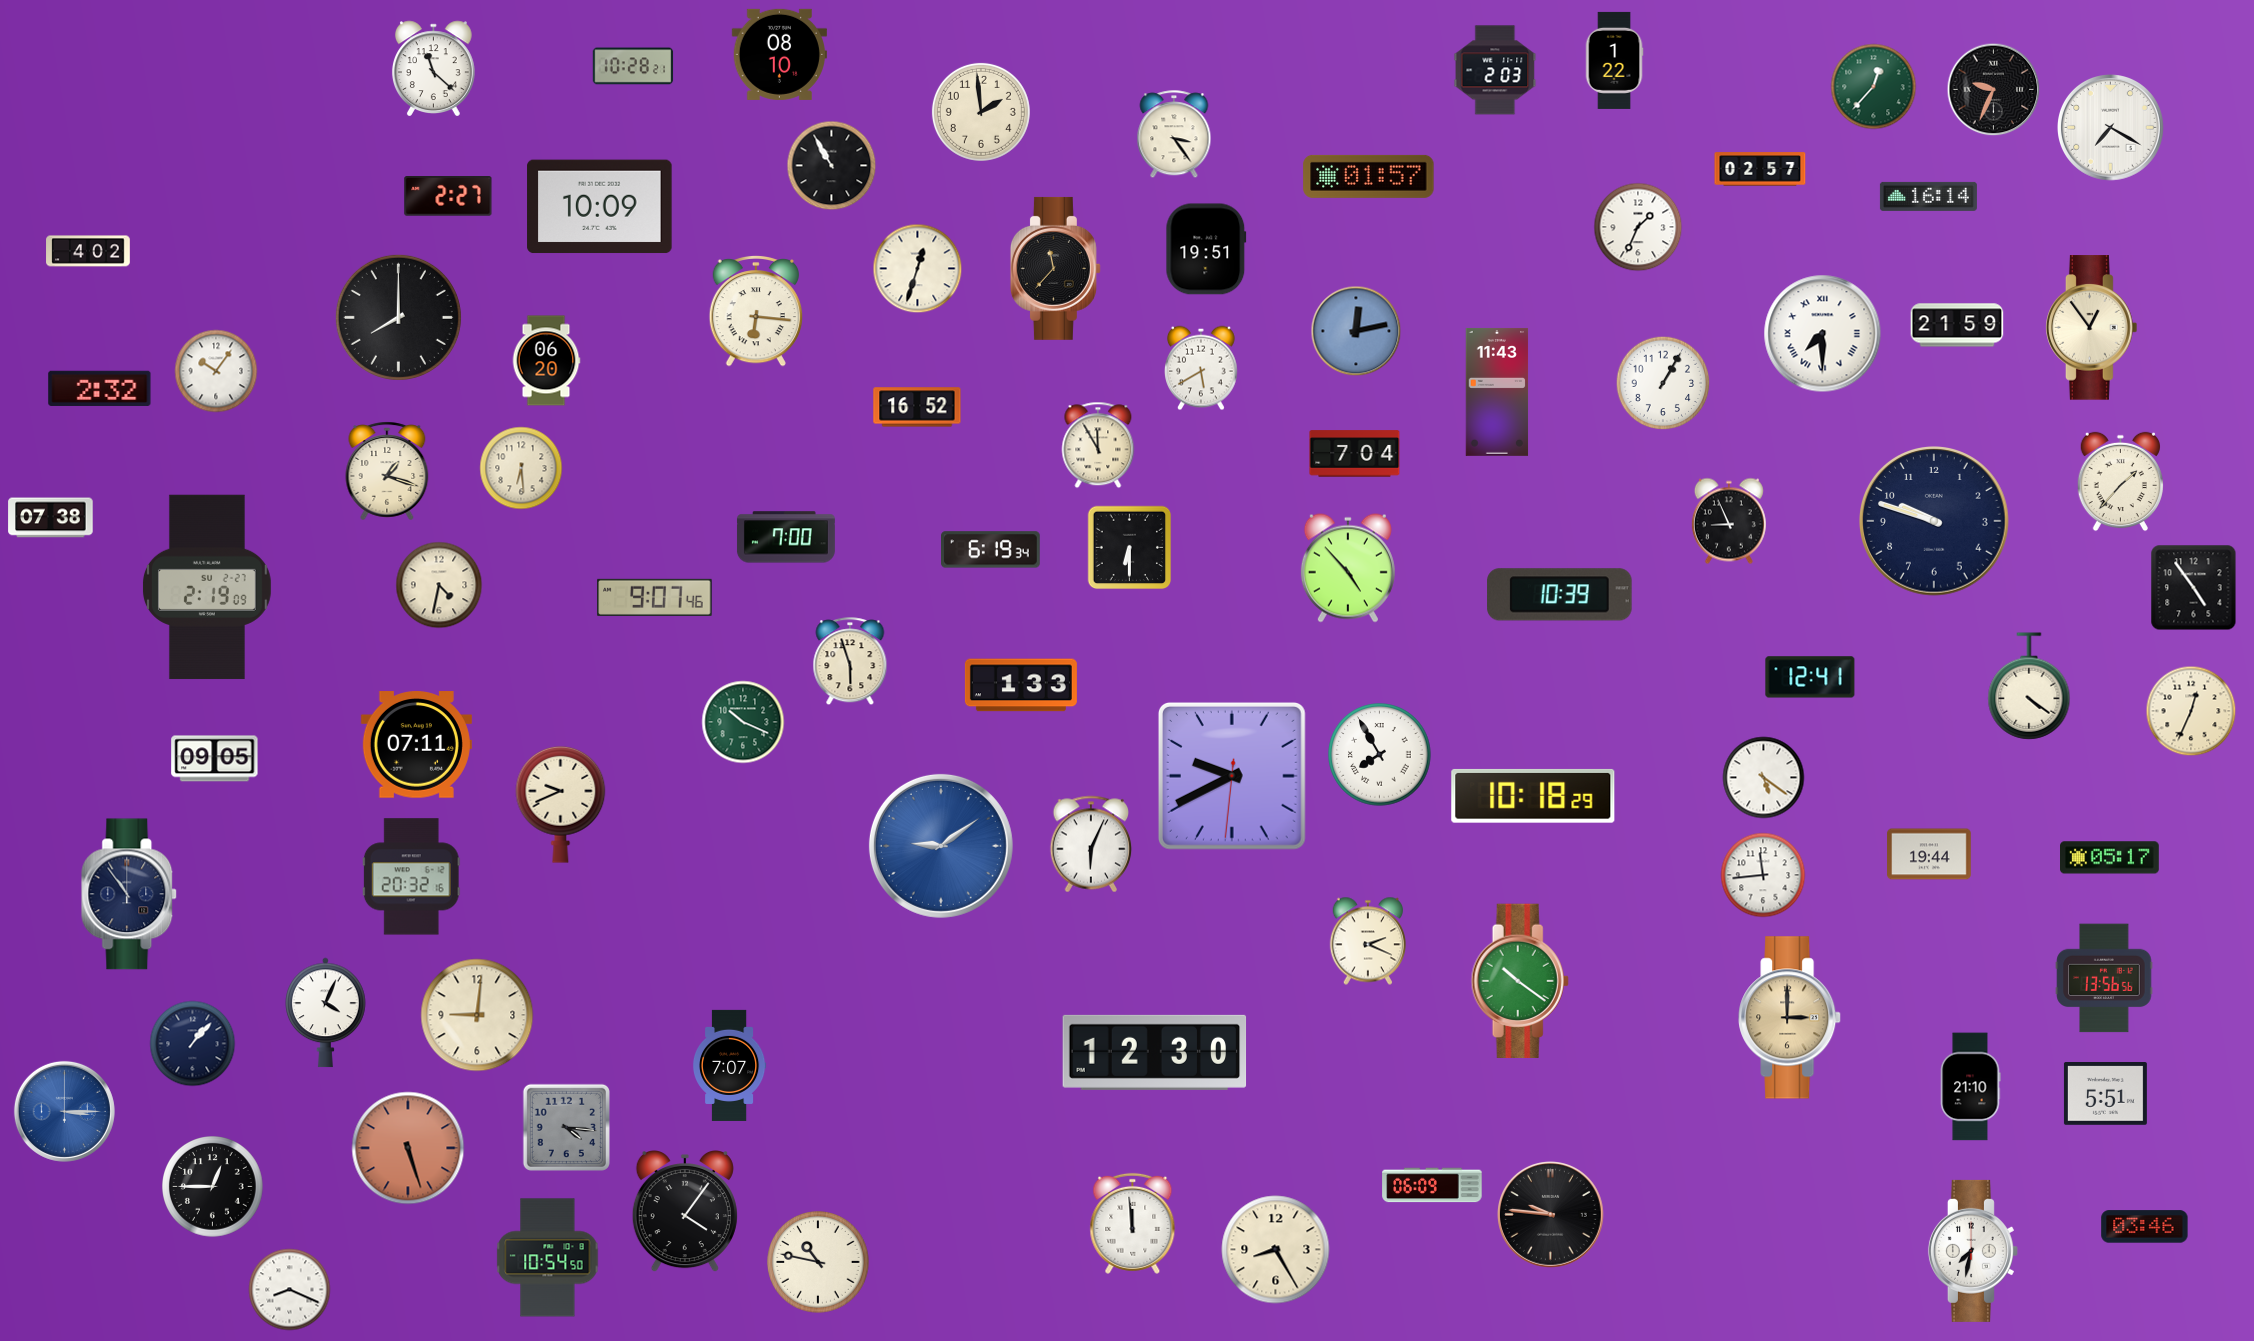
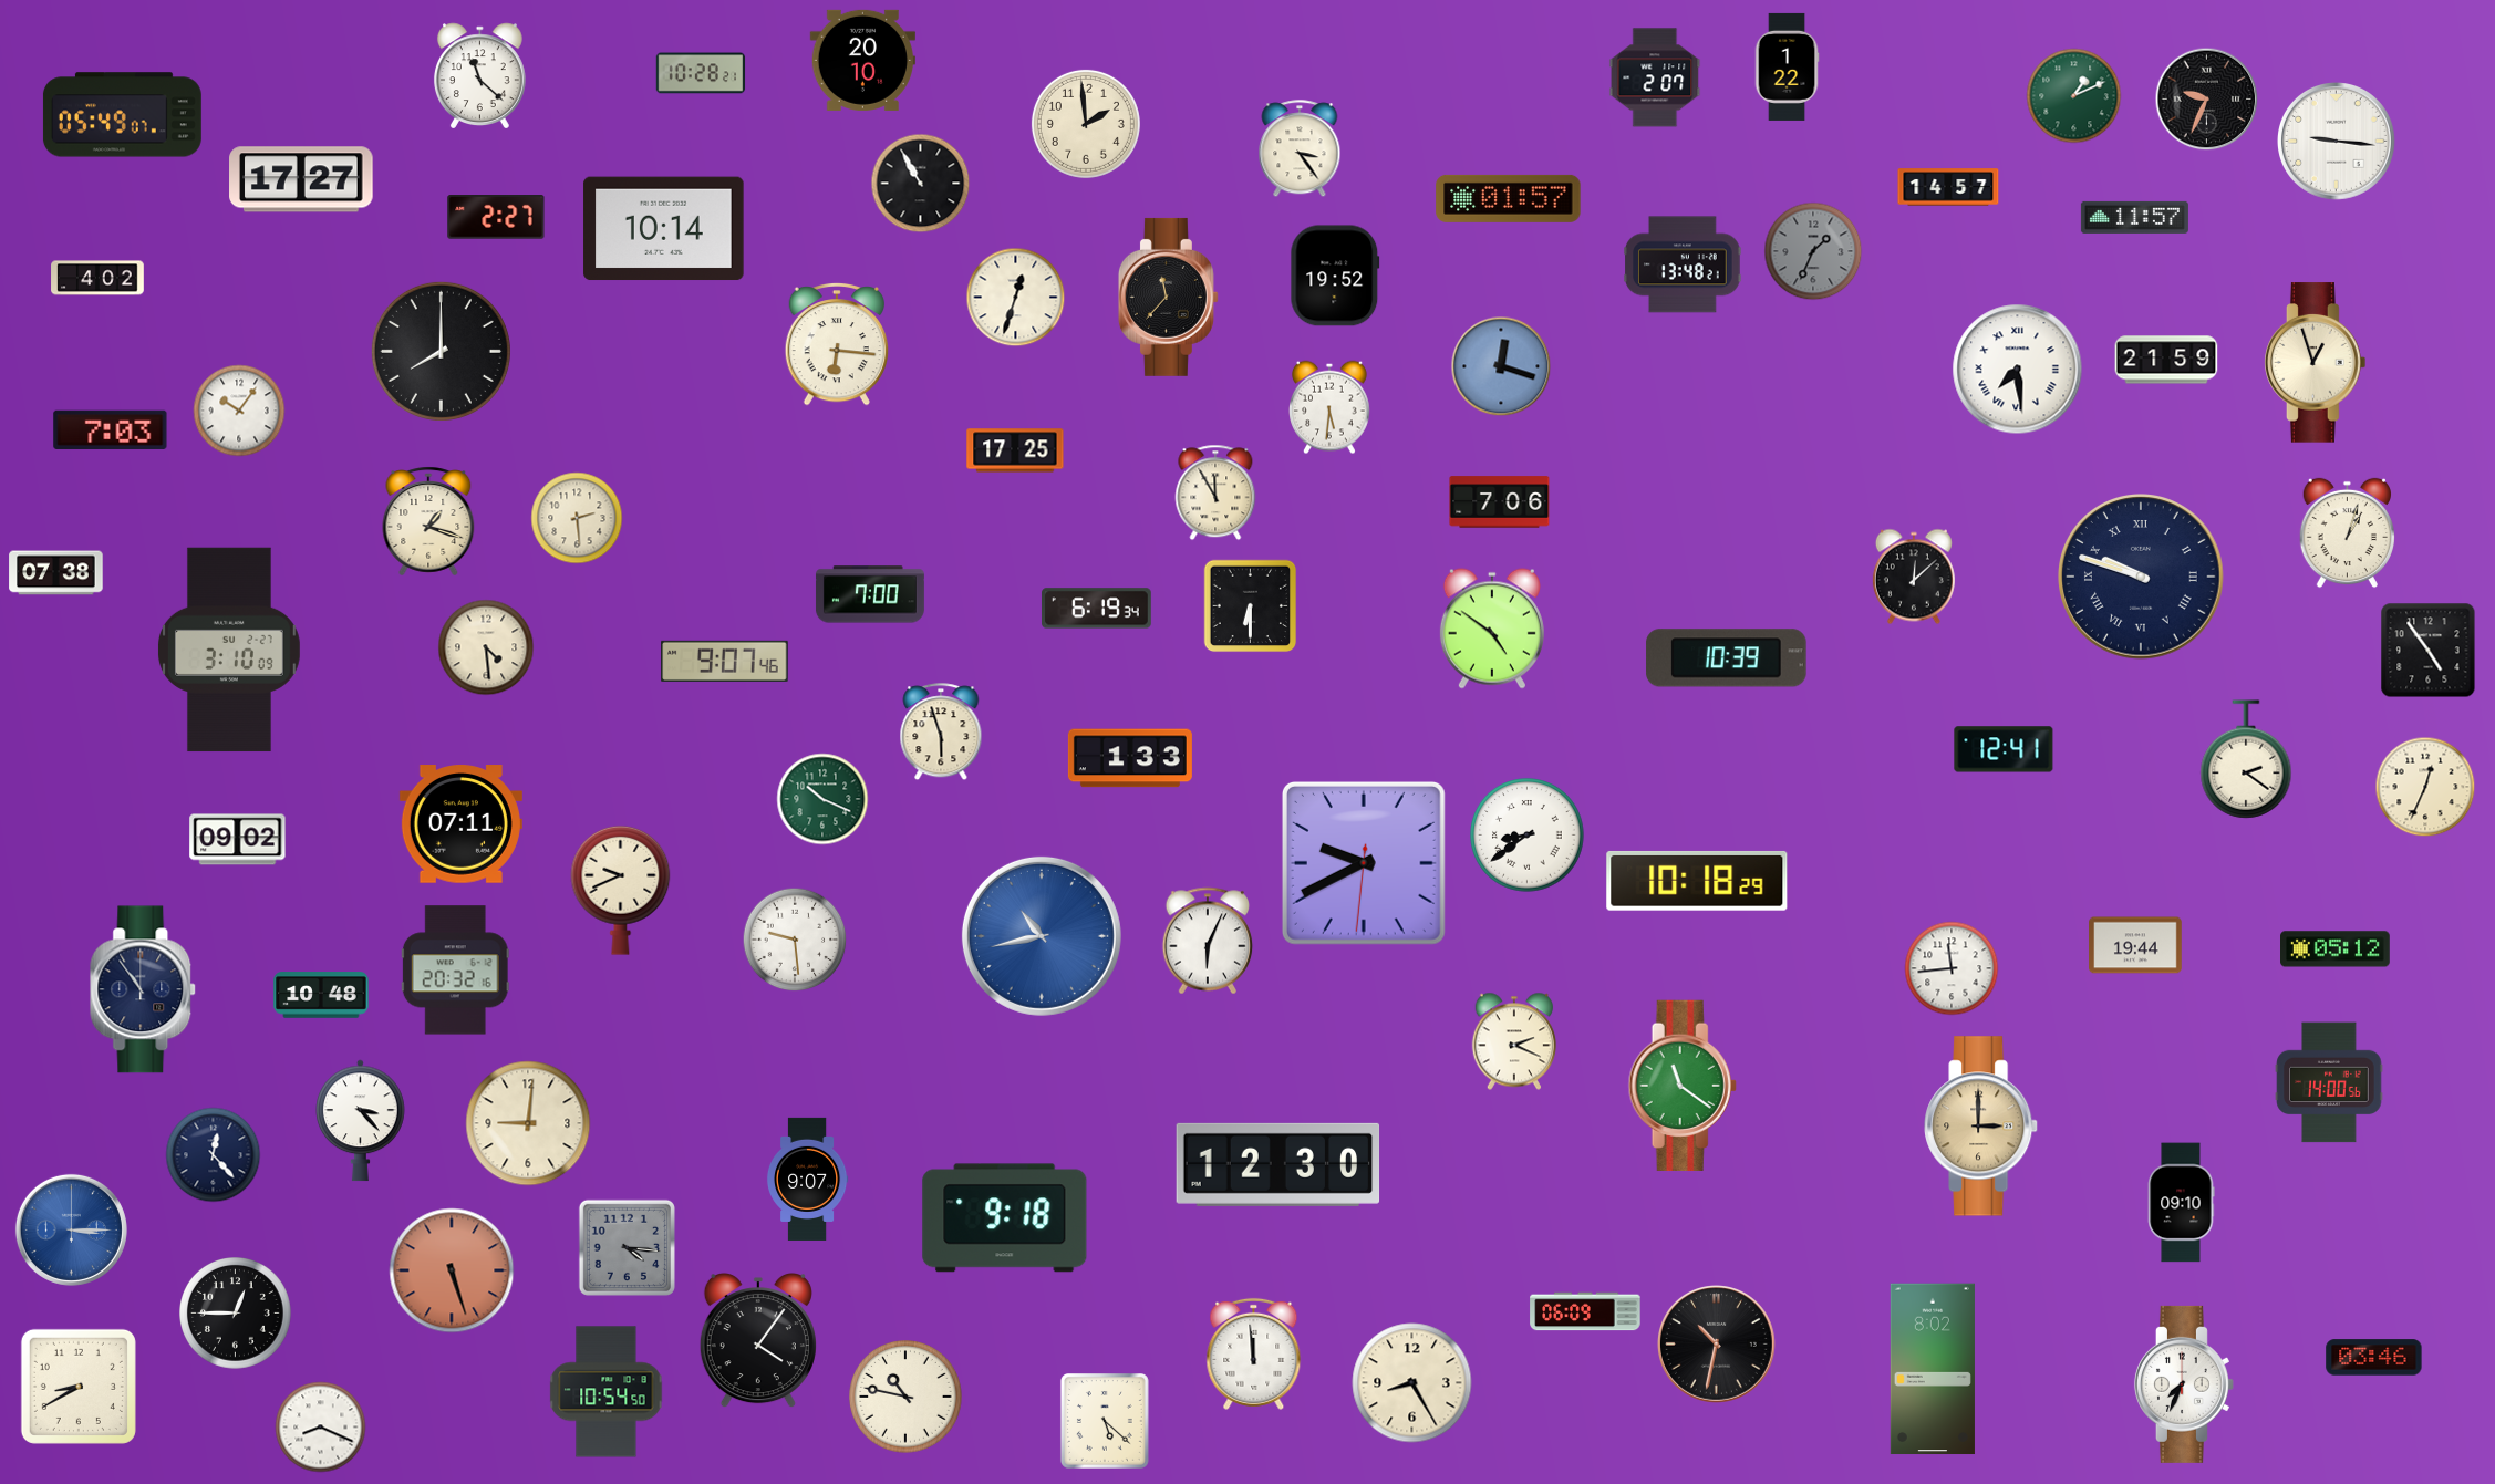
clock at (779, 54): 08:10 -> 20:10
clock at (1495, 70): 2:03 -> 2:07
clock at (1874, 87): 12:37 -> 1:11
clock at (122, 115): none -> 05:49
clock at (2111, 128): 7:20 -> 9:16
clock at (301, 179): none -> 17:27
clock at (1760, 169): 02:57 -> 14:57
clock at (1369, 176) position: (1369, 176) -> (1509, 198)
clock at (1928, 196): 16:14 -> 11:57
clock at (600, 207): 10:09 -> 10:14
clock at (1638, 227) dial: white -> grey
clock at (1683, 264): none -> 13:48
clock at (1206, 249): 19:51 -> 19:52
clock at (2092, 328): 12:54 -> 12:57
clock at (1356, 331): 12:13 -> 12:18
clock at (1823, 334): 7:30 -> 7:29
clock at (546, 361): 06:20 -> none
clock at (1202, 368): 5:40 -> 5:31
clock at (1663, 383): 1:05 -> none
clock at (100, 388): 2:32 -> 7:03
clock at (1497, 392): 11:43 -> none
clock at (917, 407): 16:52 -> 17:25
clock at (1355, 454): 7:04 -> 7:06
clock at (521, 468): 6:29 -> 2:29
clock at (2120, 482): 1:37 -> 1:03
clock at (1729, 521): 8:56 -> 12:08
clock at (1935, 522) numerals: Arabic -> Roman
clock at (1348, 568): 4:53 -> 4:51
clock at (439, 585): 4:32 -> 4:29
clock at (207, 587): 2:19 -> 3:10
clock at (2029, 686): 4:21 -> 2:21
clock at (1380, 755): 7:55 -> 8:39
clock at (215, 759): 09:05 -> 09:02
clock at (1232, 776) position: (1232, 776) -> (1364, 863)
clock at (1764, 778): 5:21 -> none
clock at (1091, 844) position: (1091, 844) -> (1208, 941)
clock at (941, 846): 9:09 -> 10:43
clock at (795, 940): none -> 9:29
clock at (2110, 858): 05:17 -> 05:12
clock at (321, 995): none -> 10:48
clock at (2104, 978): 13:56 -> 14:00
clock at (1520, 980): 10:21 -> 11:21
clock at (326, 1013): 4:04 -> 3:23
clock at (193, 1044): 1:07 -> 12:23
clock at (729, 1065): 7:07 -> 9:07
clock at (1970, 1087): 21:10 -> 09:10
clock at (2105, 1094): 5:51 -> none
clock at (1005, 1218): none -> 9:18
clock at (1551, 1215): 9:46 -> 10:32
clock at (1933, 1369): none -> 8:02
clock at (1973, 1251): 7:32 -> 7:34
clock at (79, 1387): none -> 8:40
clock at (1105, 1422): none -> 5:22
